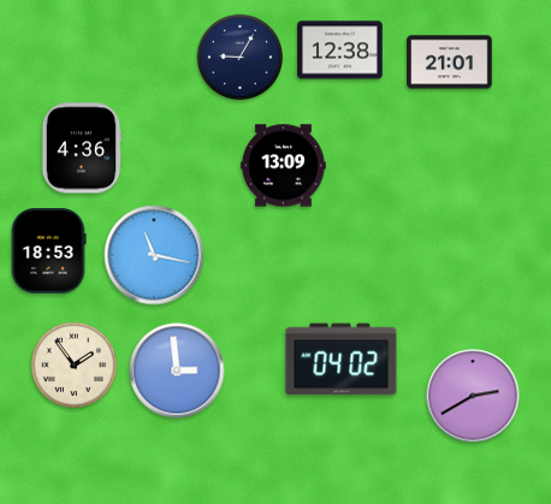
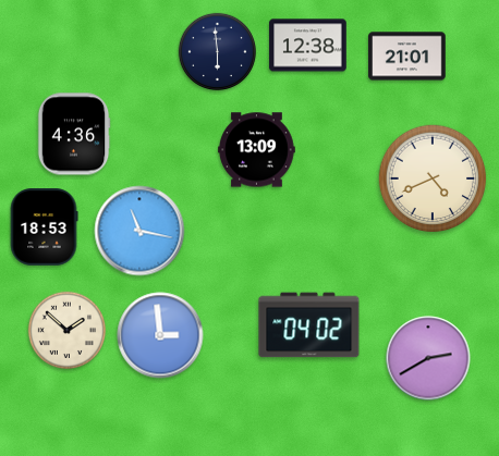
clock at (239, 57): 9:05 -> 5:59
clock at (433, 178): none -> 4:41
clock at (73, 364): 1:54 -> 1:52
